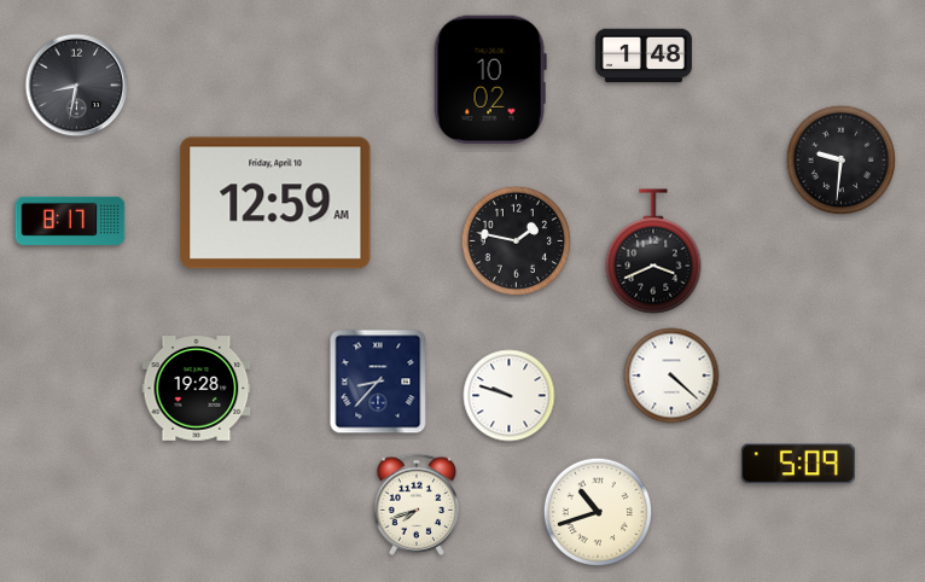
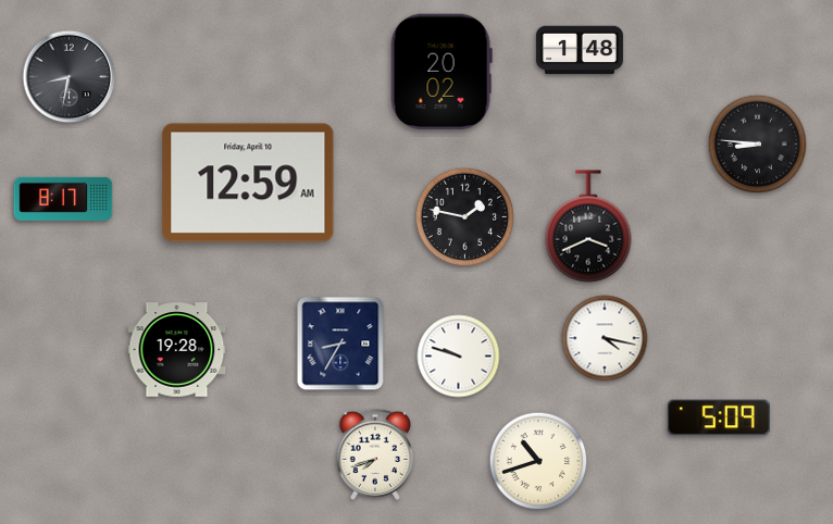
clock at (490, 78): 10:02 -> 20:02
clock at (840, 159): 9:31 -> 8:46
clock at (671, 376): 4:22 -> 4:17
clock at (378, 382): 8:37 -> 8:35
